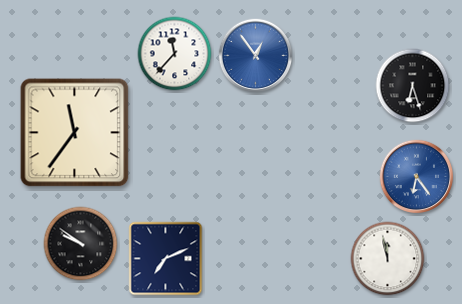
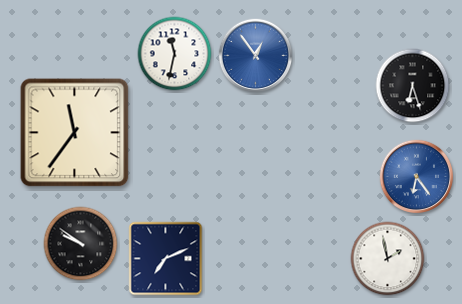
clock at (175, 54): 11:37 -> 11:32
clock at (388, 259): 11:58 -> 1:58
